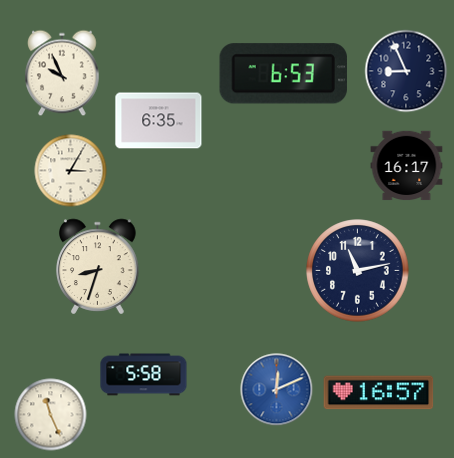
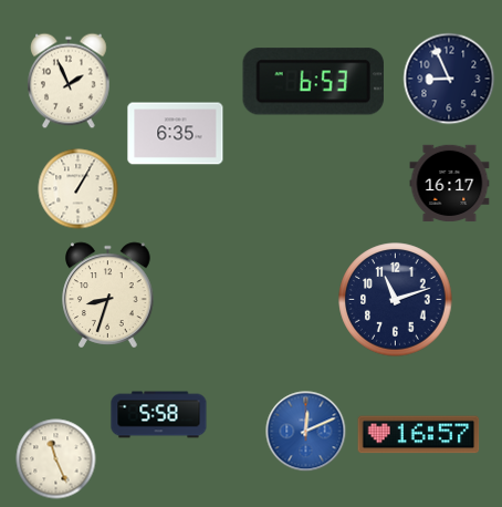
clock at (62, 73): 9:56 -> 1:56
clock at (71, 171): 3:05 -> 1:05
clock at (358, 271): 11:13 -> 11:12
